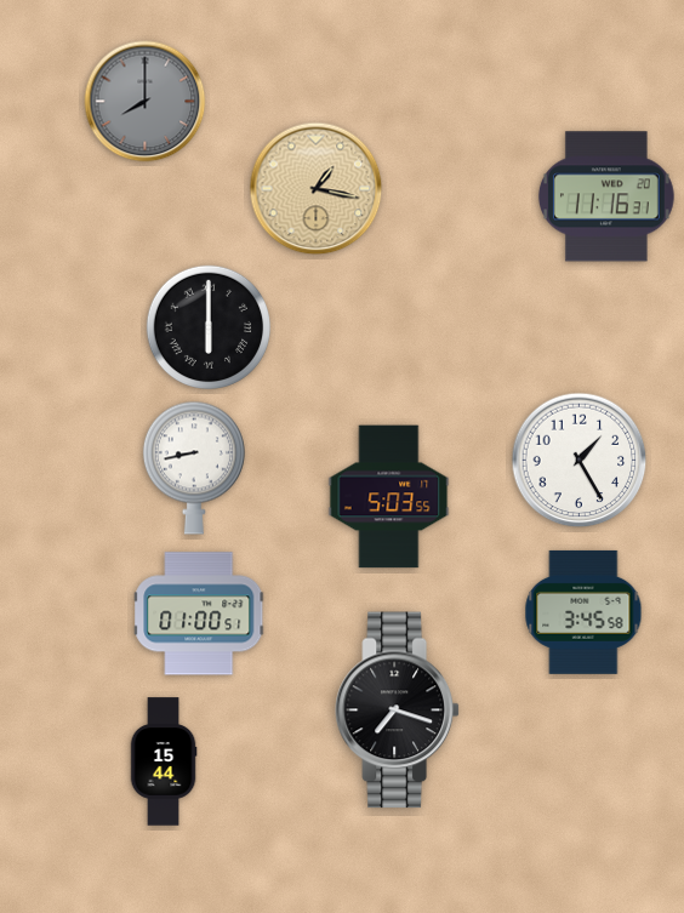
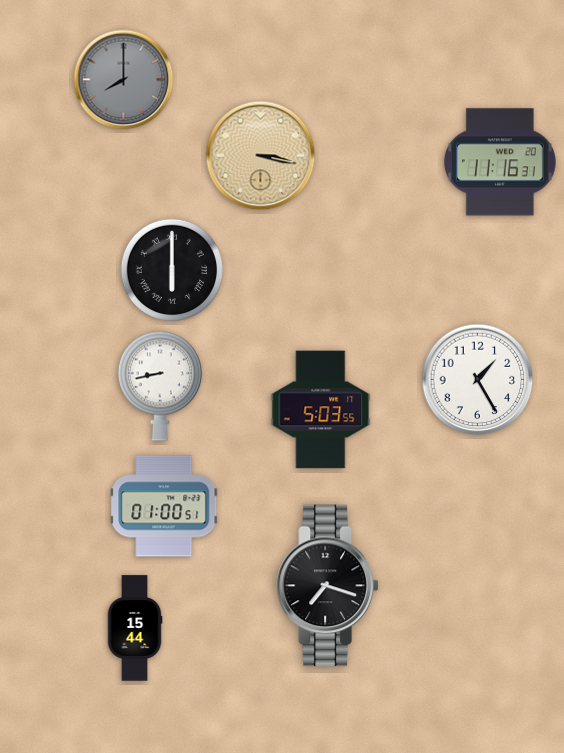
clock at (146, 102) position: (146, 102) -> (124, 80)
clock at (317, 189): 1:17 -> 3:17
clock at (583, 612): 3:45 -> none
